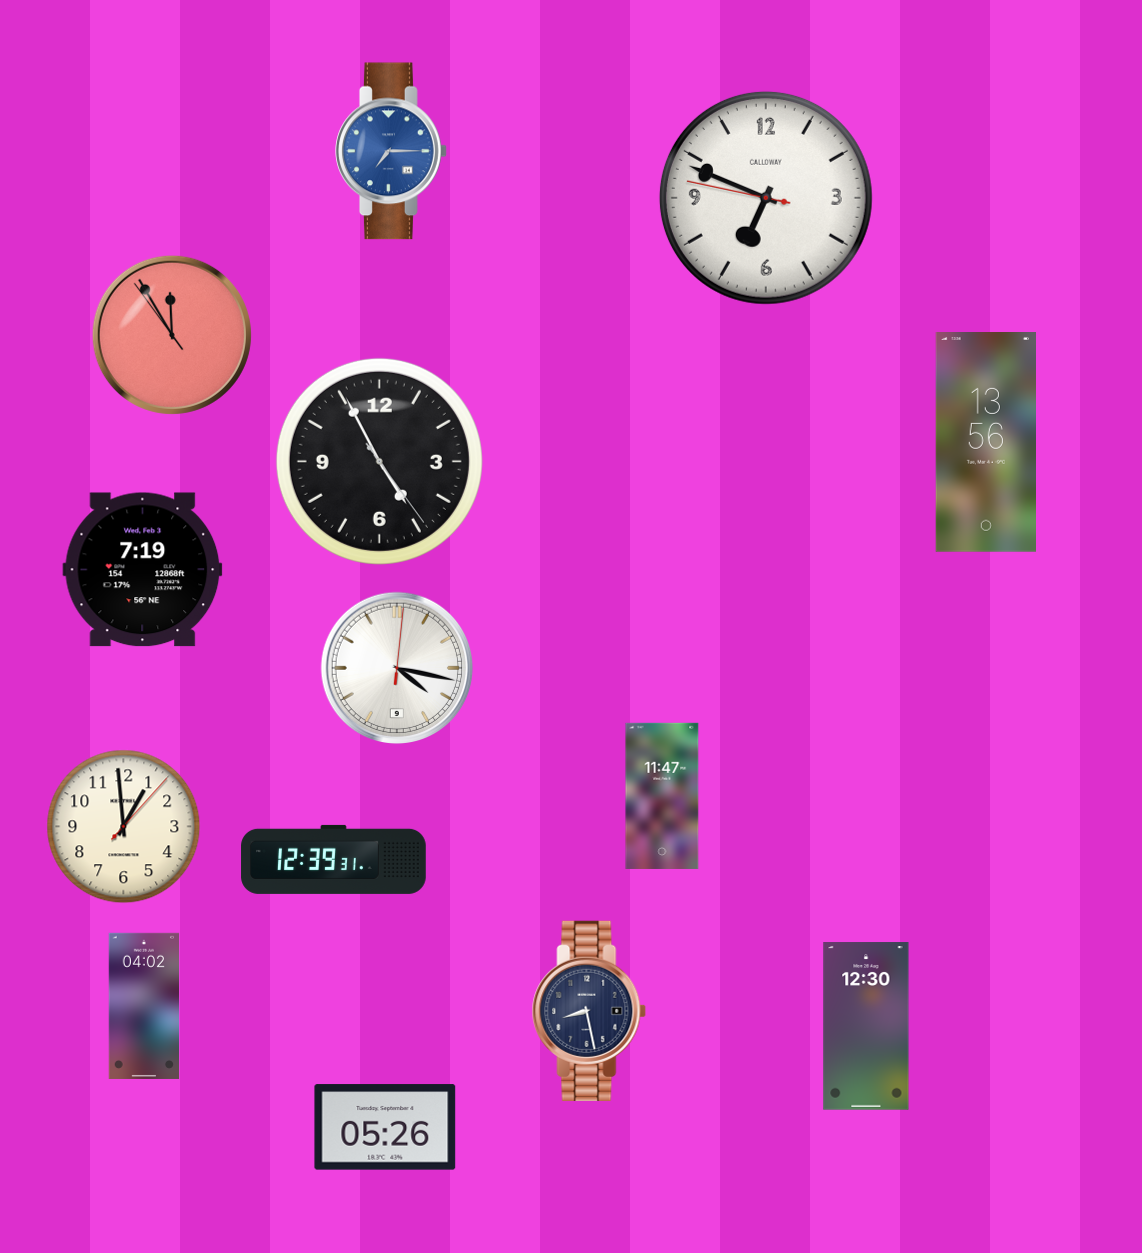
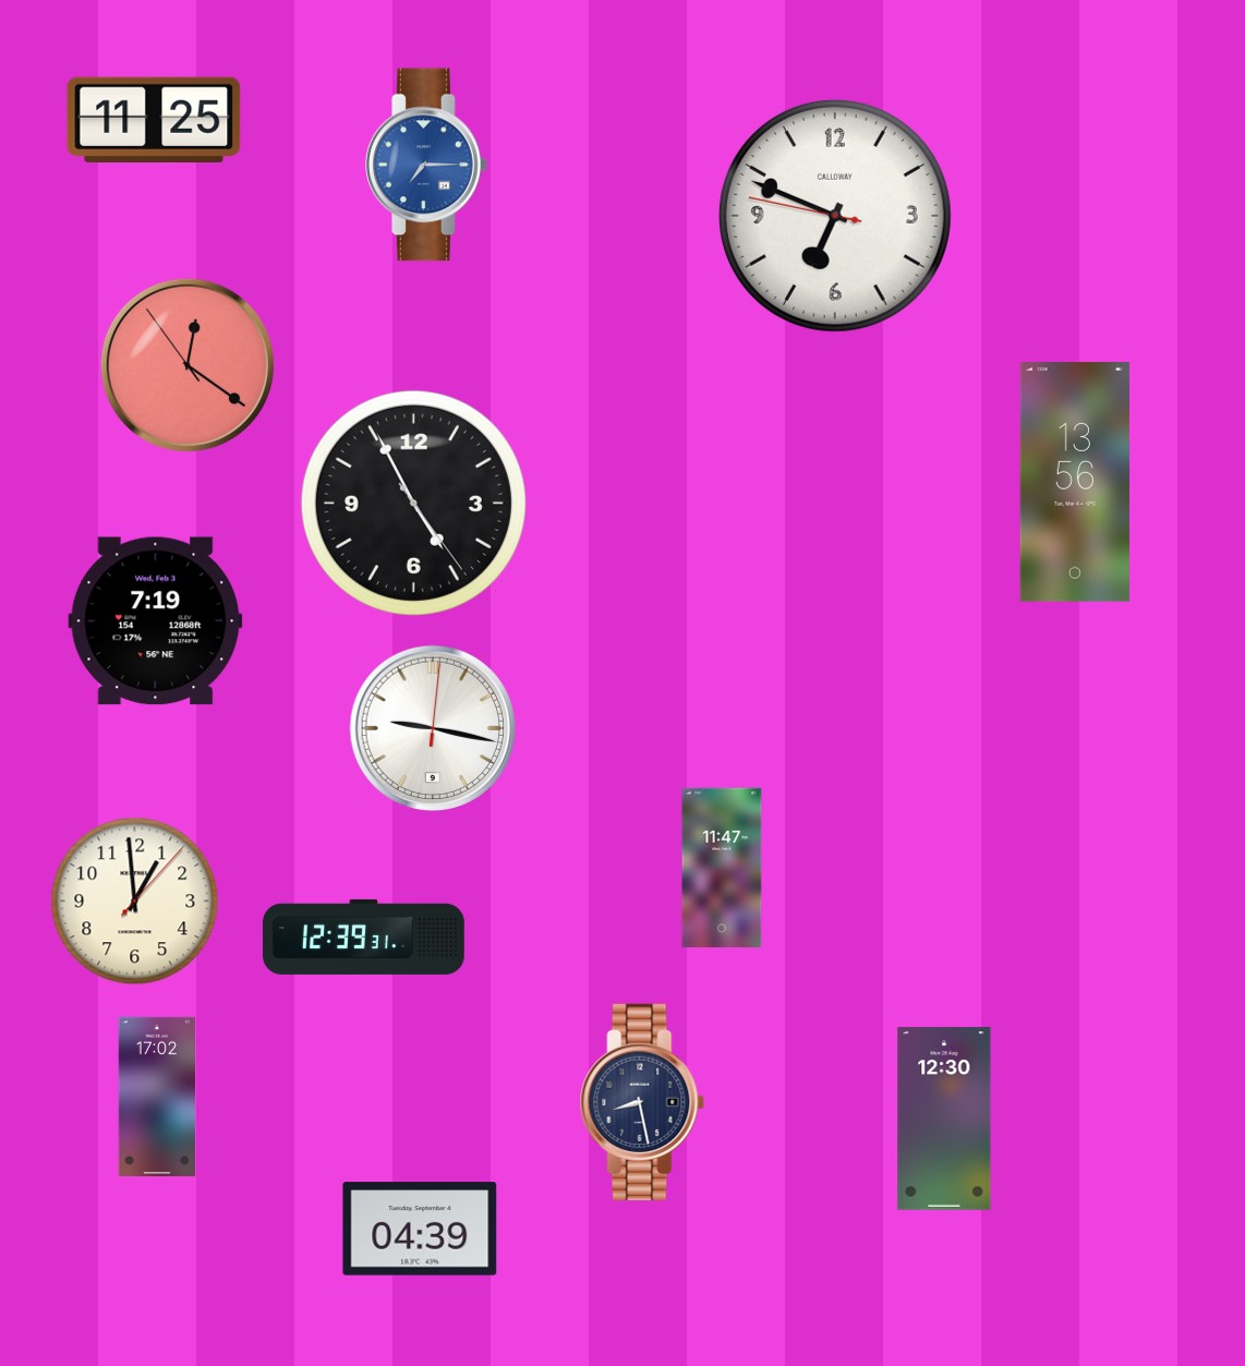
clock at (154, 119): none -> 11:25
clock at (172, 335): 11:54 -> 12:20
clock at (397, 668): 4:17 -> 9:17
clock at (144, 1006): 04:02 -> 17:02
clock at (385, 1127): 05:26 -> 04:39
